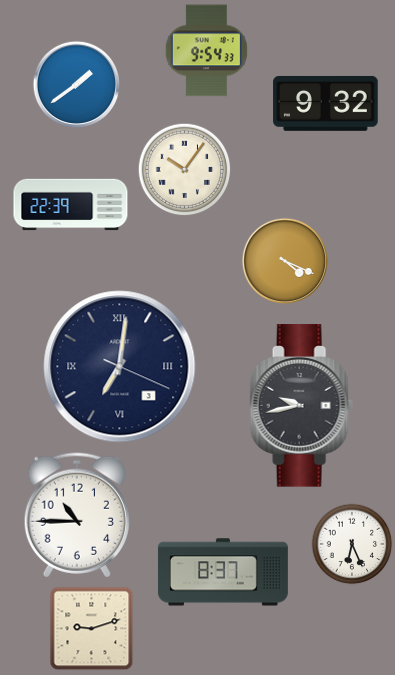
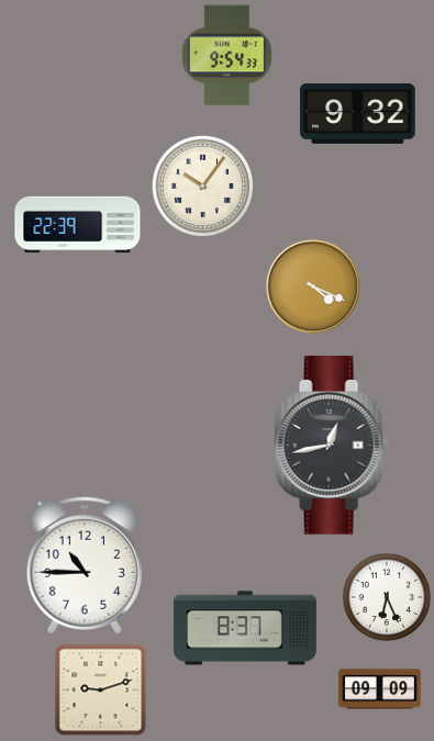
clock at (77, 85): 1:39 -> none
clock at (120, 367): 7:01 -> none
clock at (301, 406): 9:43 -> 12:43
clock at (380, 689): none -> 09:09
